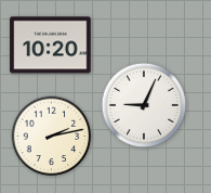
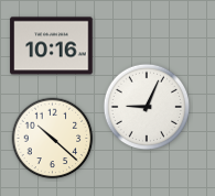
clock at (51, 46): 10:20 -> 10:16
clock at (52, 137): 2:13 -> 10:22
